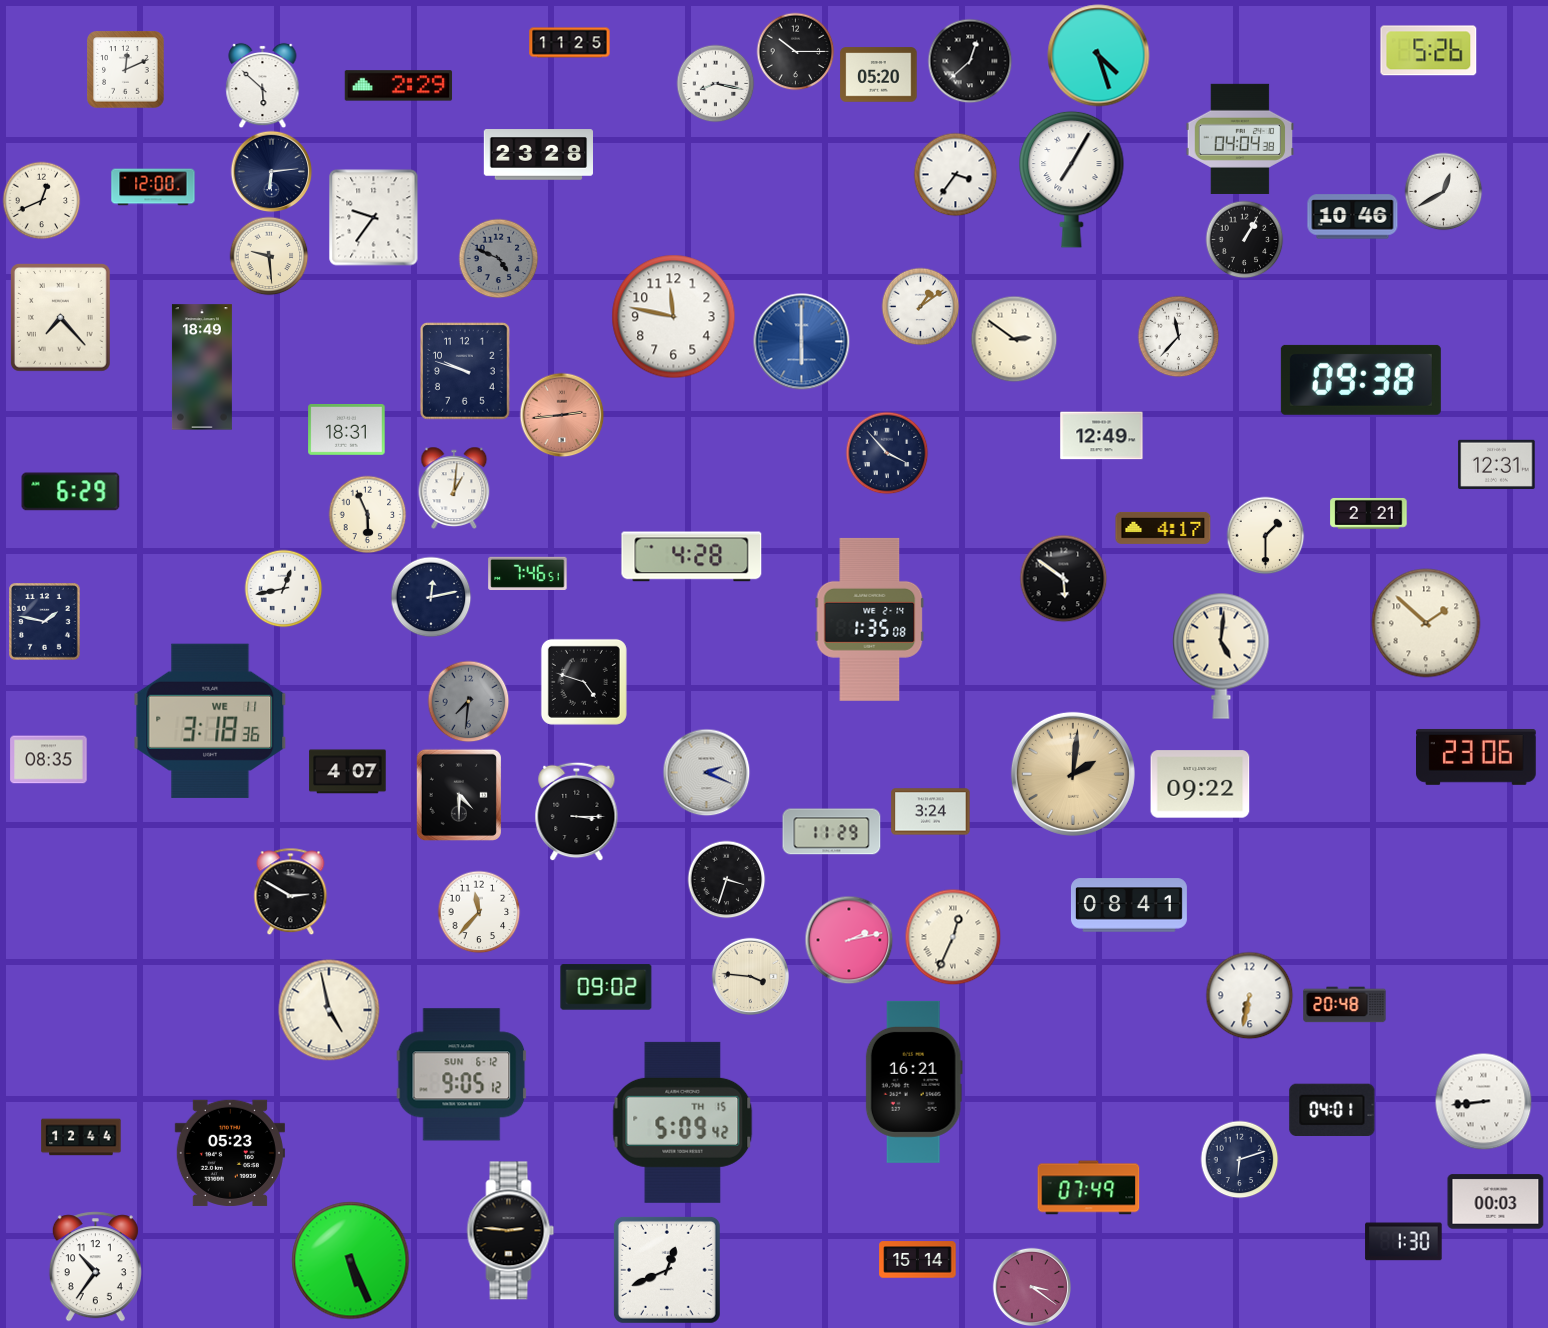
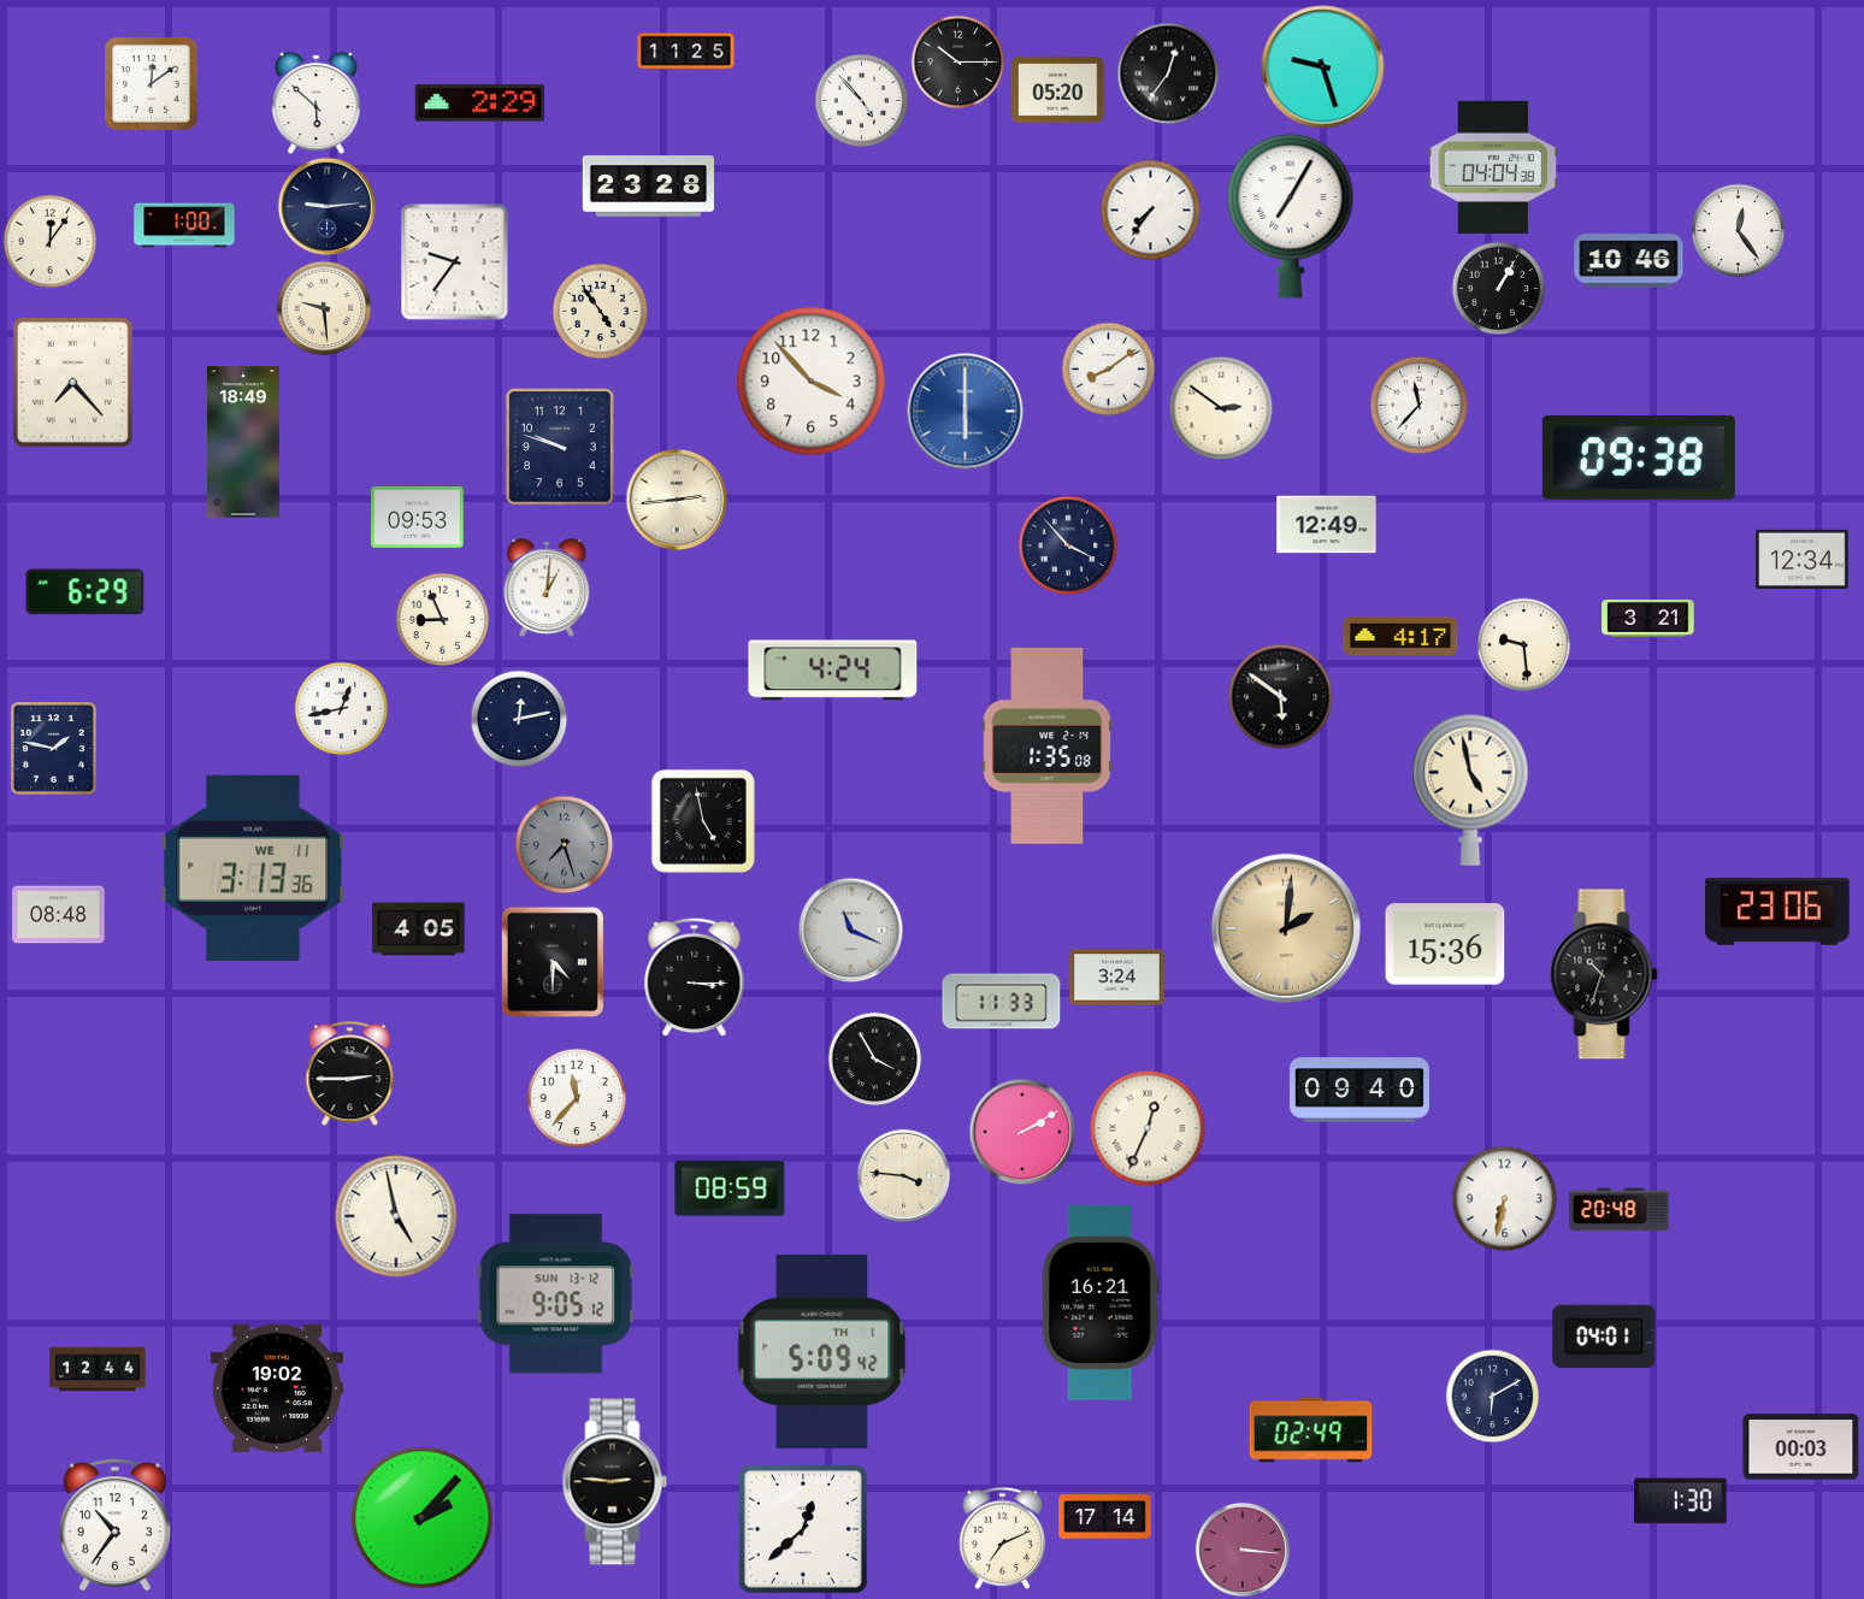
clock at (1429, 51): 5:26 -> none
clock at (1099, 56): 4:27 -> 9:27
clock at (970, 61): 12:38 -> 12:36
clock at (126, 70): 12:11 -> 12:09
clock at (715, 83): 8:17 -> 4:53
clock at (271, 171): 6:14 -> 9:14
clock at (955, 174): 3:36 -> 7:36
clock at (153, 187): 12:00 -> 1:00
clock at (1443, 191): 12:40 -> 12:24
clock at (41, 200): 12:41 -> 12:06
clock at (374, 218) position: (374, 218) -> (455, 262)
clock at (498, 258): 4:49 -> 4:54
clock at (498, 258) dial: grey -> cream
clock at (920, 306): 1:09 -> 8:09
clock at (674, 317): 11:47 -> 3:53
clock at (562, 415) dial: salmon -> cream
clock at (347, 430): 18:31 -> 09:53
clock at (1497, 464): 12:31 -> 12:34
clock at (1369, 513): 2:21 -> 3:21
clock at (367, 514): 5:56 -> 8:56
clock at (1265, 535): 1:30 -> 9:29
clock at (692, 557): 4:28 -> 4:24
clock at (528, 573): 7:46 -> none
clock at (1426, 623): 1:52 -> none
clock at (1221, 656): 5:01 -> 4:58
clock at (584, 682): 4:48 -> 4:58
clock at (468, 701): 7:31 -> 7:27
clock at (210, 721): 3:18 -> 3:13
clock at (49, 760): 08:35 -> 08:48
clock at (348, 772): 4:07 -> 4:05
clock at (706, 772): 2:19 -> 11:19
clock at (1073, 774) position: (1073, 774) -> (1286, 928)
clock at (1200, 784): 09:22 -> 15:36
clock at (459, 795) position: (459, 795) -> (553, 962)
clock at (1604, 974): none -> 10:33
clock at (931, 812) position: (931, 812) -> (1117, 978)
clock at (832, 832): 11:29 -> 11:33
clock at (726, 879): 3:33 -> 3:55
clock at (291, 891): 2:50 -> 2:45
clock at (1129, 905): 08:41 -> 09:40
clock at (849, 940): 2:13 -> 2:10
clock at (606, 987): 09:02 -> 08:59
clock at (462, 1075) date: SUN 6-12 -> SUN 13-12
clock at (1483, 1101): 8:44 -> none
clock at (683, 1122) date: TH 15 -> TH 1
clock at (230, 1153): 05:23 -> 19:02
clock at (1239, 1159): 6:12 -> 6:10
clock at (1089, 1188): 07:49 -> 02:49
clock at (1404, 1242) position: (1404, 1242) -> (1681, 1501)
clock at (918, 1260): 15:14 -> 17:14
clock at (351, 1261): 5:26 -> 2:07
clock at (667, 1270): 12:41 -> 12:38
clock at (1003, 1538): none -> 7:11
clock at (1031, 1286): 3:21 -> 3:16
